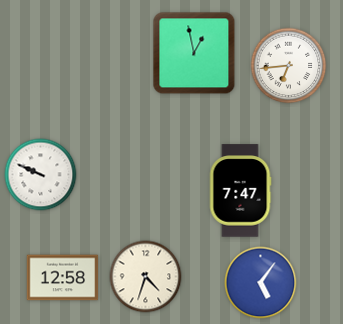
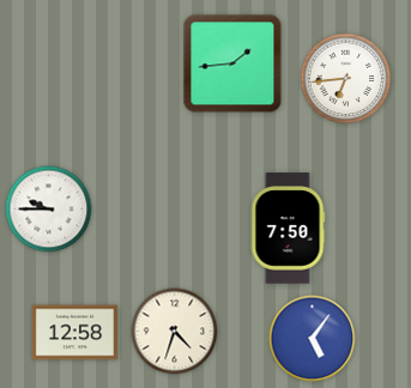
clock at (194, 53): 12:58 -> 1:44
clock at (41, 175): 9:49 -> 9:45
clock at (240, 191): 7:47 -> 7:50
